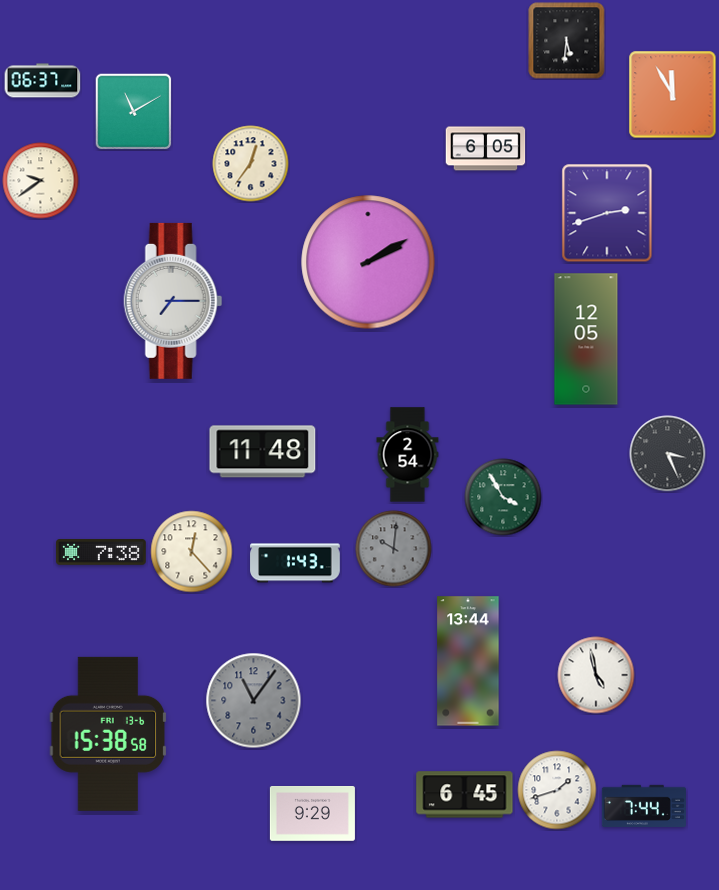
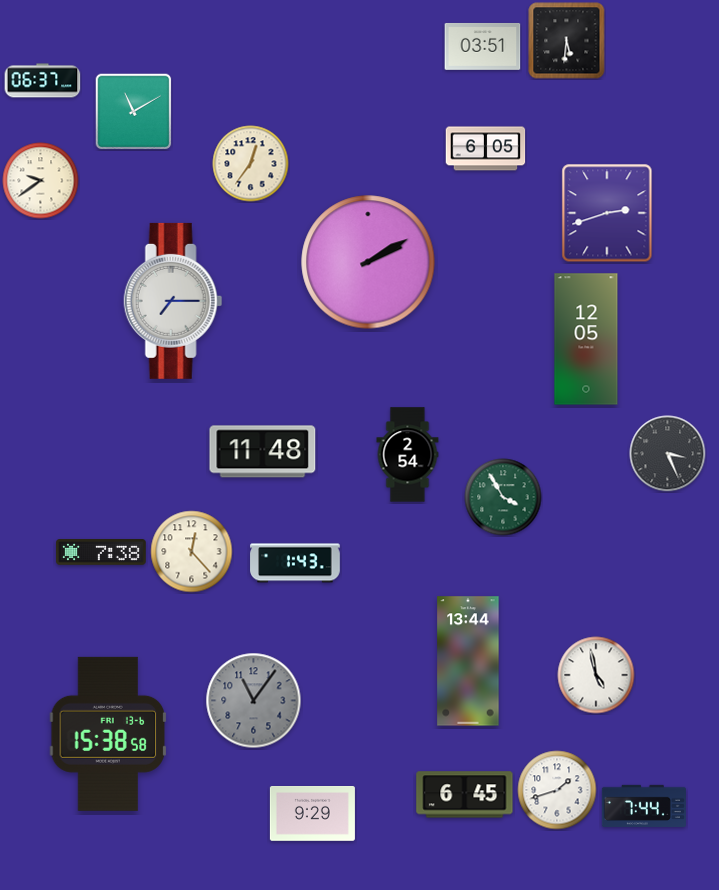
clock at (483, 46): none -> 03:51
clock at (673, 95): 11:55 -> none
clock at (394, 549): 10:01 -> none
